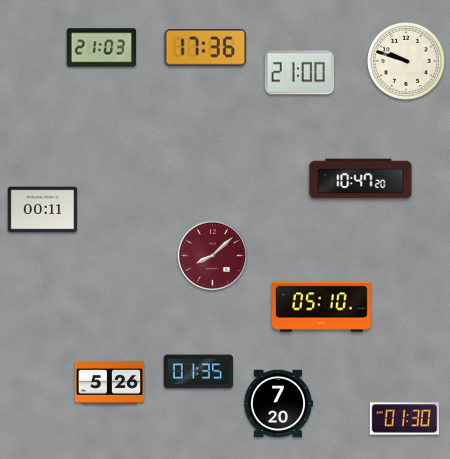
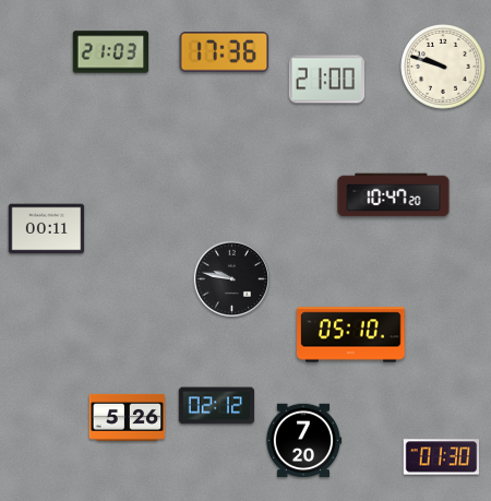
clock at (212, 255): 8:08 -> 9:47
clock at (212, 255) dial: burgundy -> black
clock at (199, 372): 01:35 -> 02:12
clock at (110, 382) position: (110, 382) -> (128, 417)
